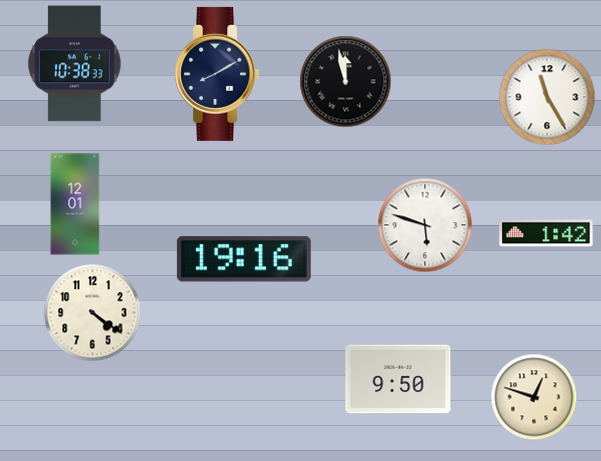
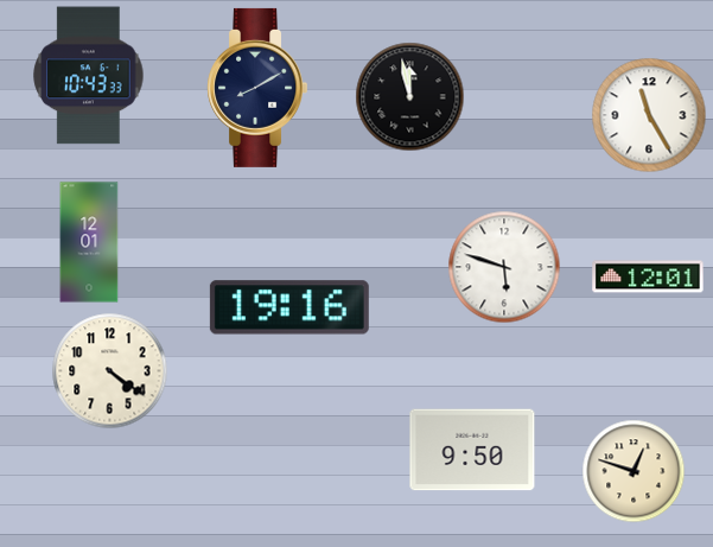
clock at (75, 64): 10:38 -> 10:43
clock at (546, 233): 1:42 -> 12:01
